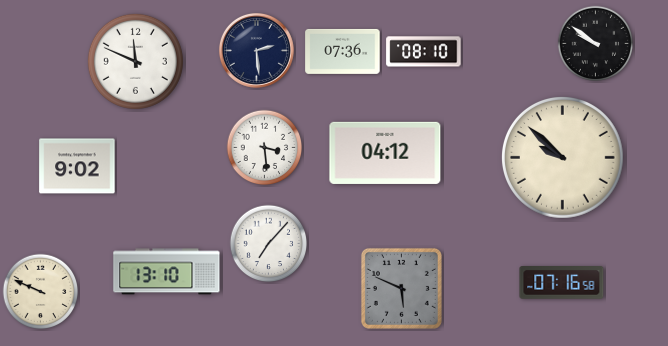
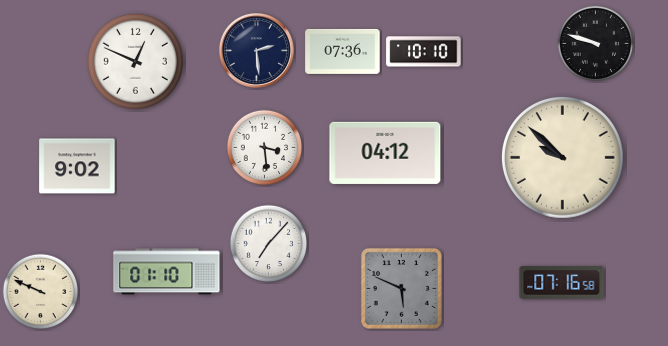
clock at (596, 44): 9:51 -> 9:48
clock at (424, 52): 08:10 -> 10:10
clock at (135, 61): 11:49 -> 12:49
clock at (167, 272): 13:10 -> 01:10
